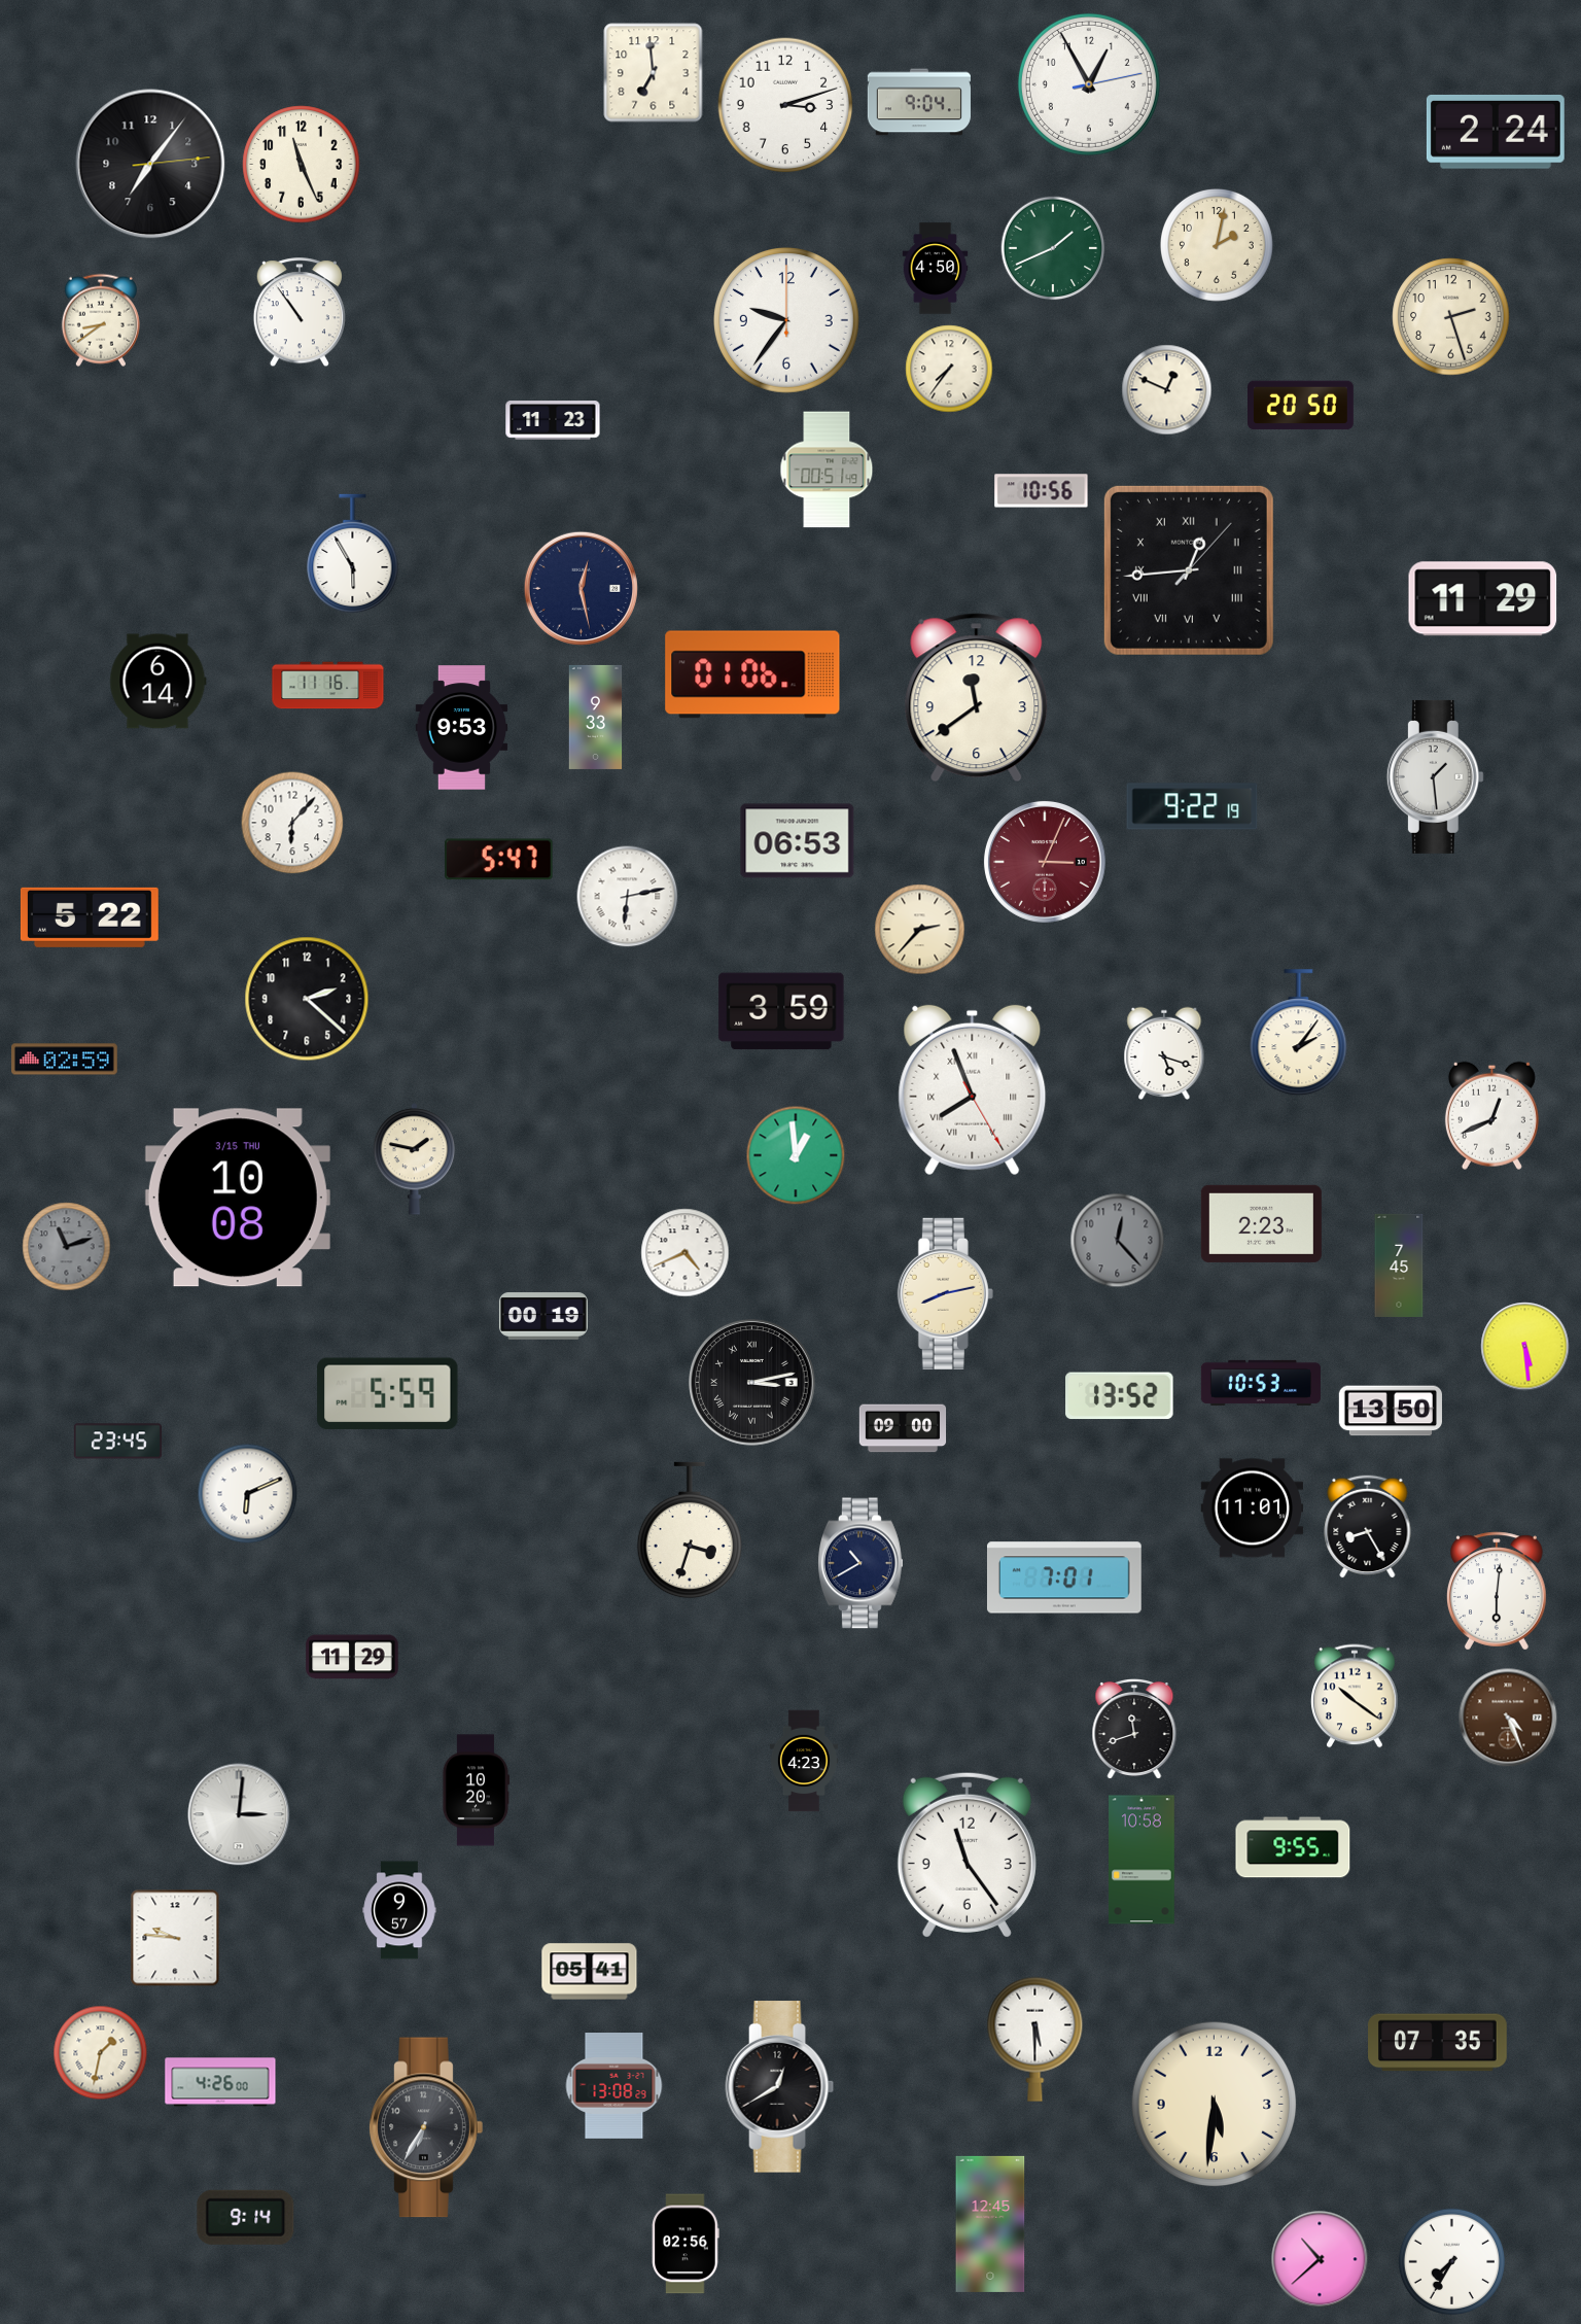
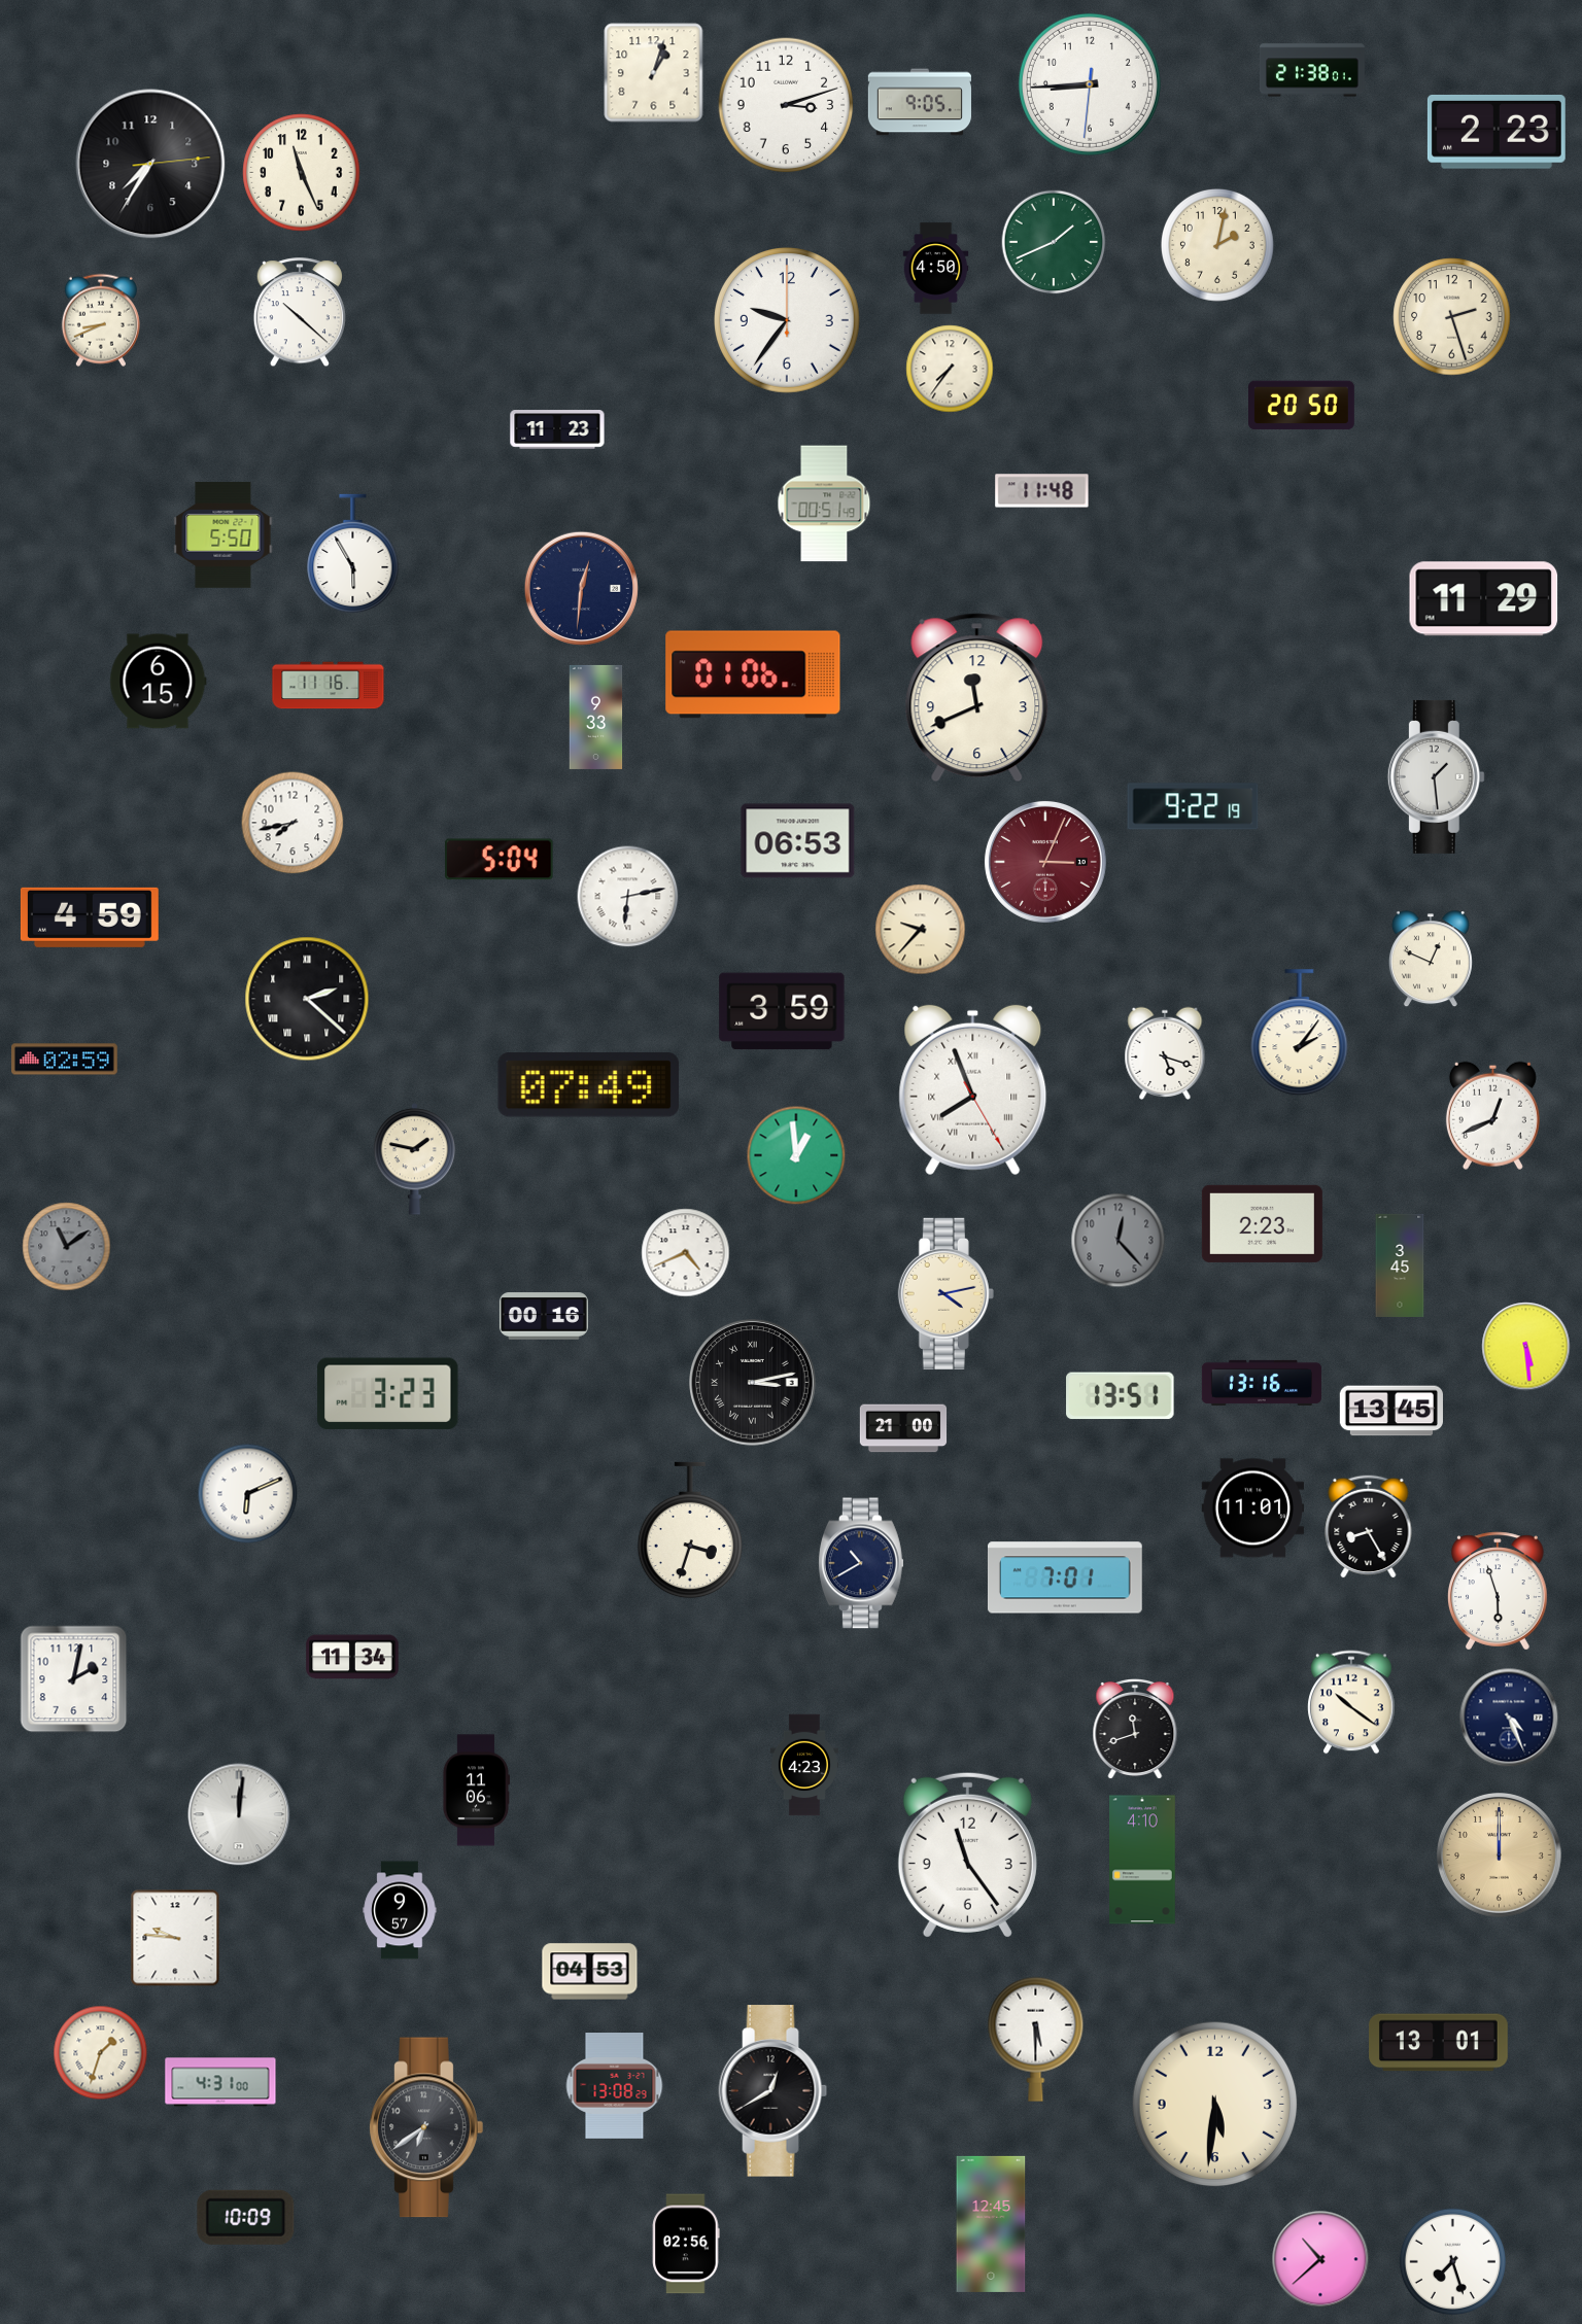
clock at (1312, 70): none -> 21:38
clock at (654, 73): 6:59 -> 1:03
clock at (1089, 84): 12:55 -> 8:44
clock at (919, 102): 9:04 -> 9:05
clock at (1496, 132): 2:24 -> 2:23
clock at (150, 164): 7:06 -> 7:35
clock at (302, 165) position: (302, 165) -> (302, 173)
clock at (1053, 248) position: (1053, 248) -> (1054, 242)
clock at (300, 313): 10:54 -> 10:22
clock at (101, 320): 8:39 -> 8:41
clock at (1167, 390): 12:49 -> none
clock at (553, 420) position: (553, 420) -> (557, 429)
clock at (827, 470) position: (827, 470) -> (824, 504)
clock at (1042, 491): 10:56 -> 11:48
clock at (223, 534): none -> 5:50
clock at (1189, 570): 12:44 -> none
clock at (581, 588): 12:28 -> 12:31
clock at (159, 682): 6:14 -> 6:15
clock at (977, 698): 11:39 -> 11:41
clock at (462, 728): 9:53 -> none
clock at (292, 823): 6:07 -> 7:43
clock at (499, 860): 5:47 -> 5:04
clock at (90, 917): 5:22 -> 4:59
clock at (920, 930): 2:37 -> 9:37
clock at (1431, 960): none -> 12:49
clock at (307, 999) numerals: Arabic -> Roman
clock at (588, 1085): none -> 07:49
clock at (238, 1198): 10:08 -> none
clock at (67, 1247): 11:12 -> 11:09
clock at (1399, 1264): 7:45 -> 3:45
clock at (945, 1293): 8:13 -> 4:13
clock at (543, 1316): 00:19 -> 00:16
clock at (1261, 1383): 10:53 -> 13:16
clock at (388, 1393): 5:59 -> 3:23
clock at (1120, 1396): 13:52 -> 13:51
clock at (1391, 1411): 13:50 -> 13:45
clock at (903, 1428): 09:00 -> 21:00
clock at (117, 1442): 23:45 -> none
clock at (1498, 1591): 6:01 -> 5:57
clock at (352, 1657): 11:29 -> 11:34
clock at (74, 1679): none -> 2:02
clock at (1355, 1696) position: (1355, 1696) -> (1351, 1702)
clock at (1508, 1718) dial: brown -> navy
clock at (804, 1761) position: (804, 1761) -> (804, 1765)
clock at (476, 1791): 10:20 -> 11:06
clock at (239, 1814): 3:01 -> 12:01
clock at (1293, 1847): 9:55 -> none
clock at (1500, 1855): none -> 12:00
clock at (1143, 1860): 10:58 -> 4:10
clock at (590, 1972): 05:41 -> 04:53
clock at (1438, 2043): 07:35 -> 13:01
clock at (101, 2053): 1:32 -> 1:33
clock at (220, 2082): 4:26 -> 4:31
clock at (780, 2087) position: (780, 2087) -> (773, 2091)
clock at (426, 2127): 6:35 -> 6:39
clock at (246, 2217): 9:14 -> 10:09
clock at (1451, 2261): 7:35 -> 7:27
